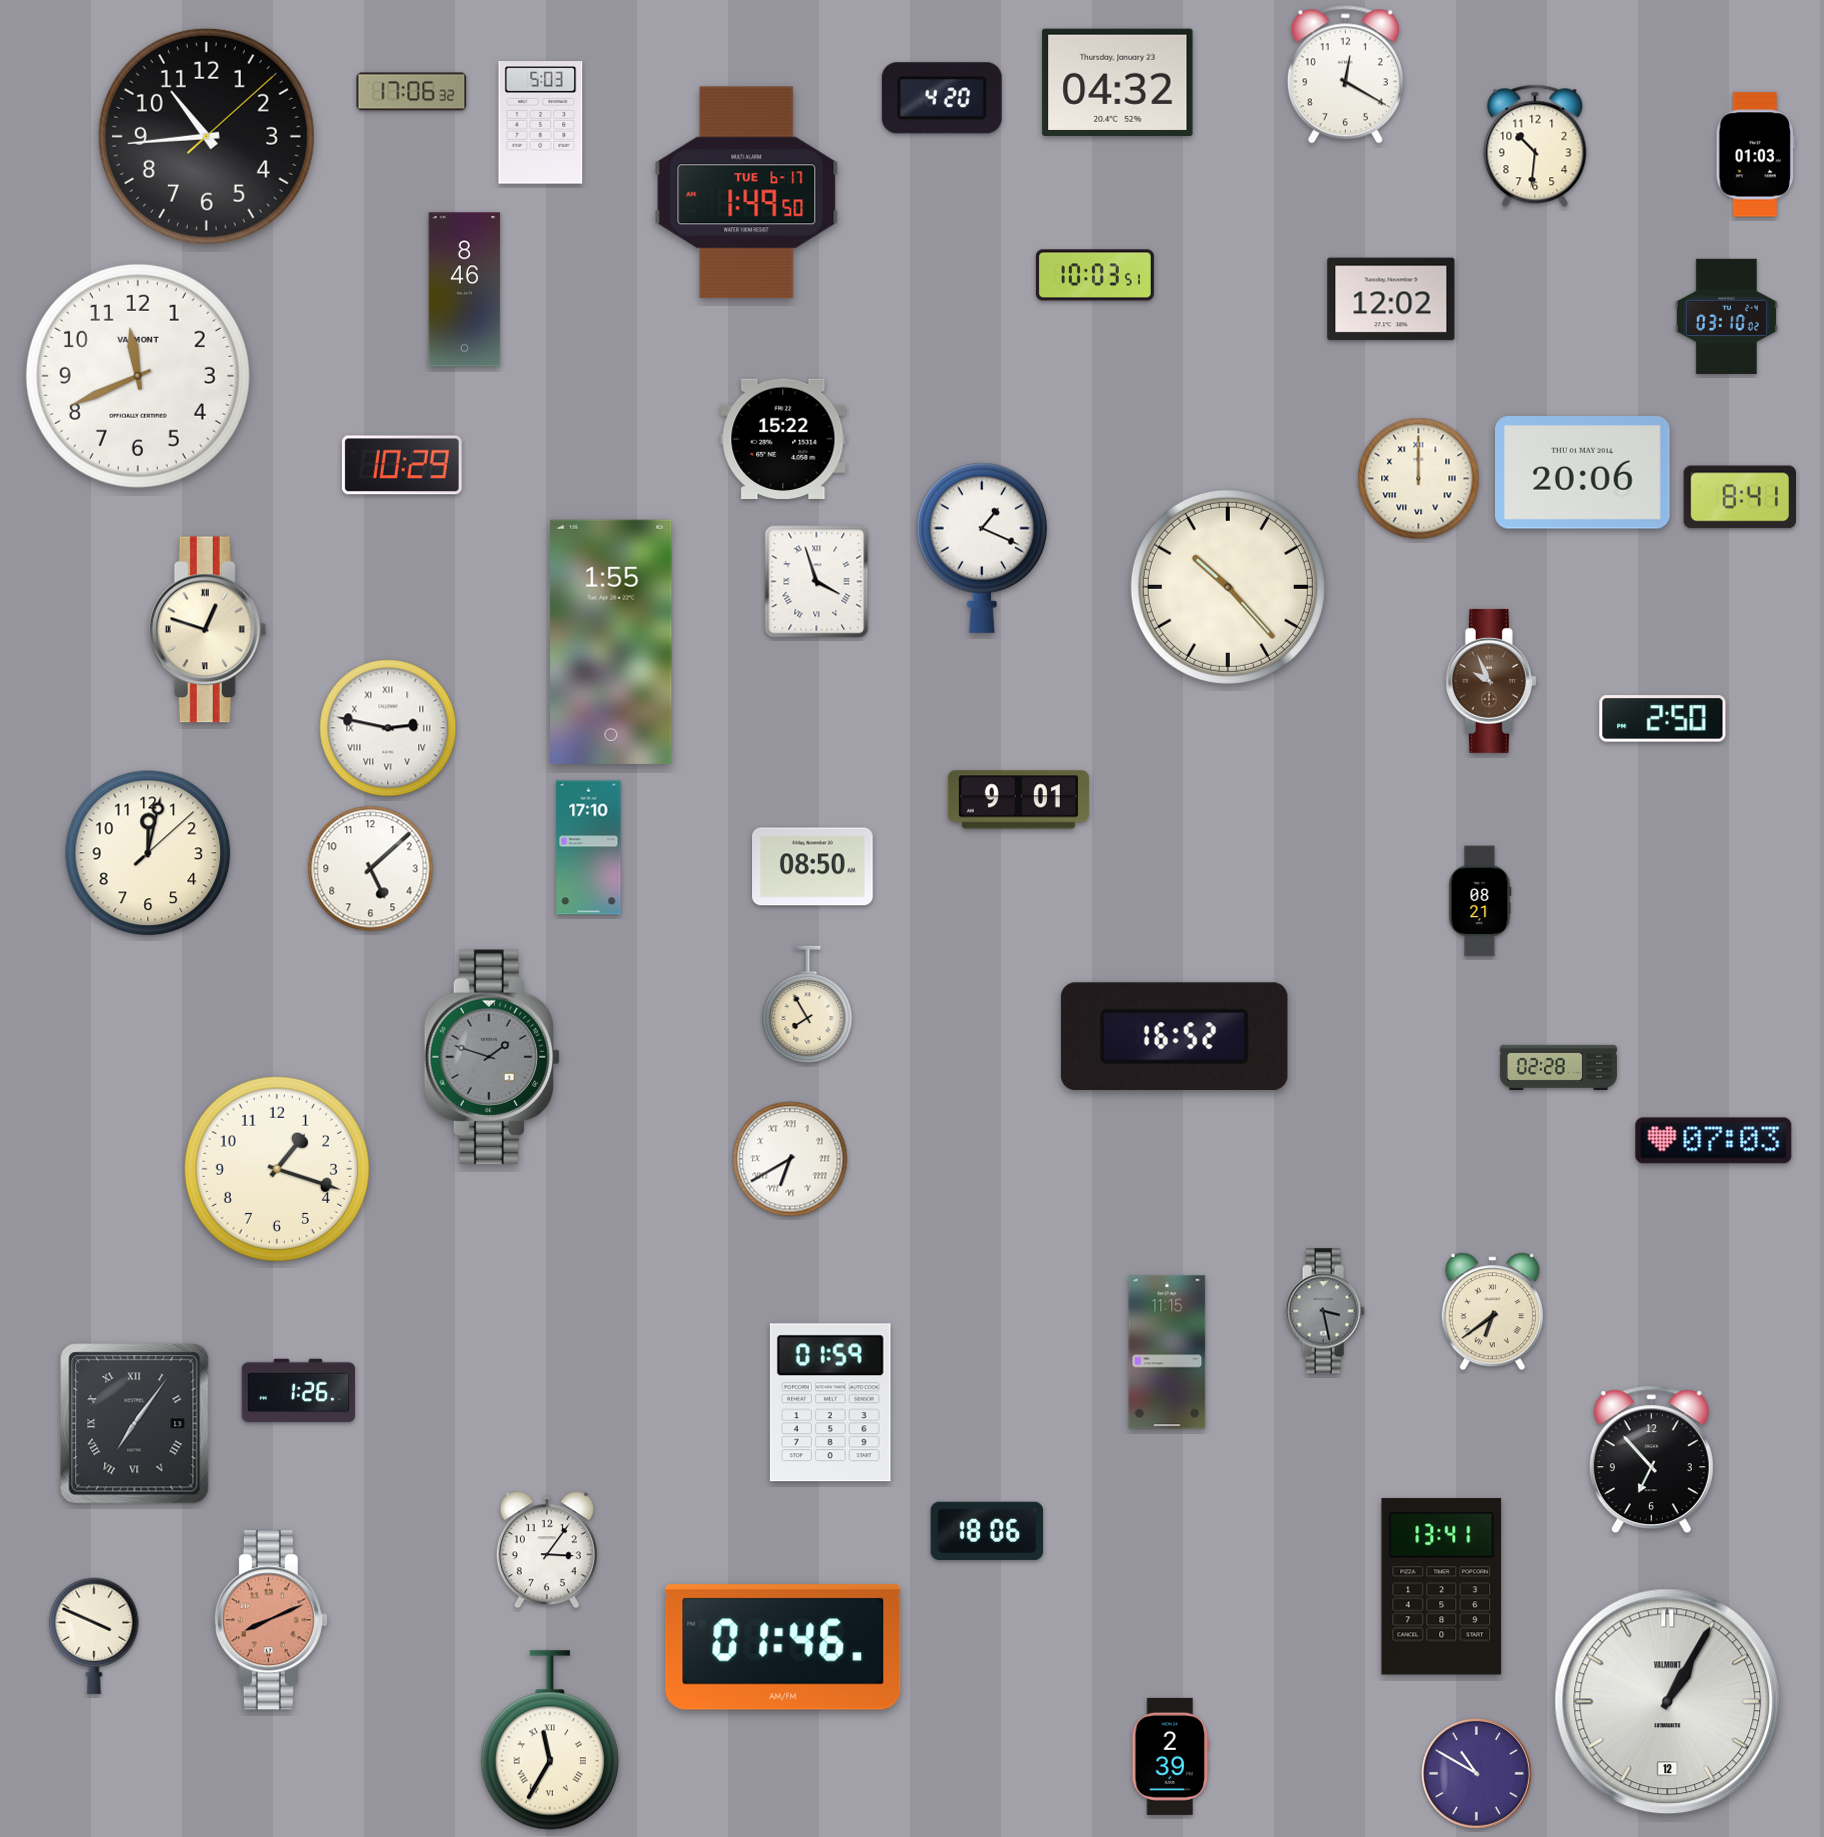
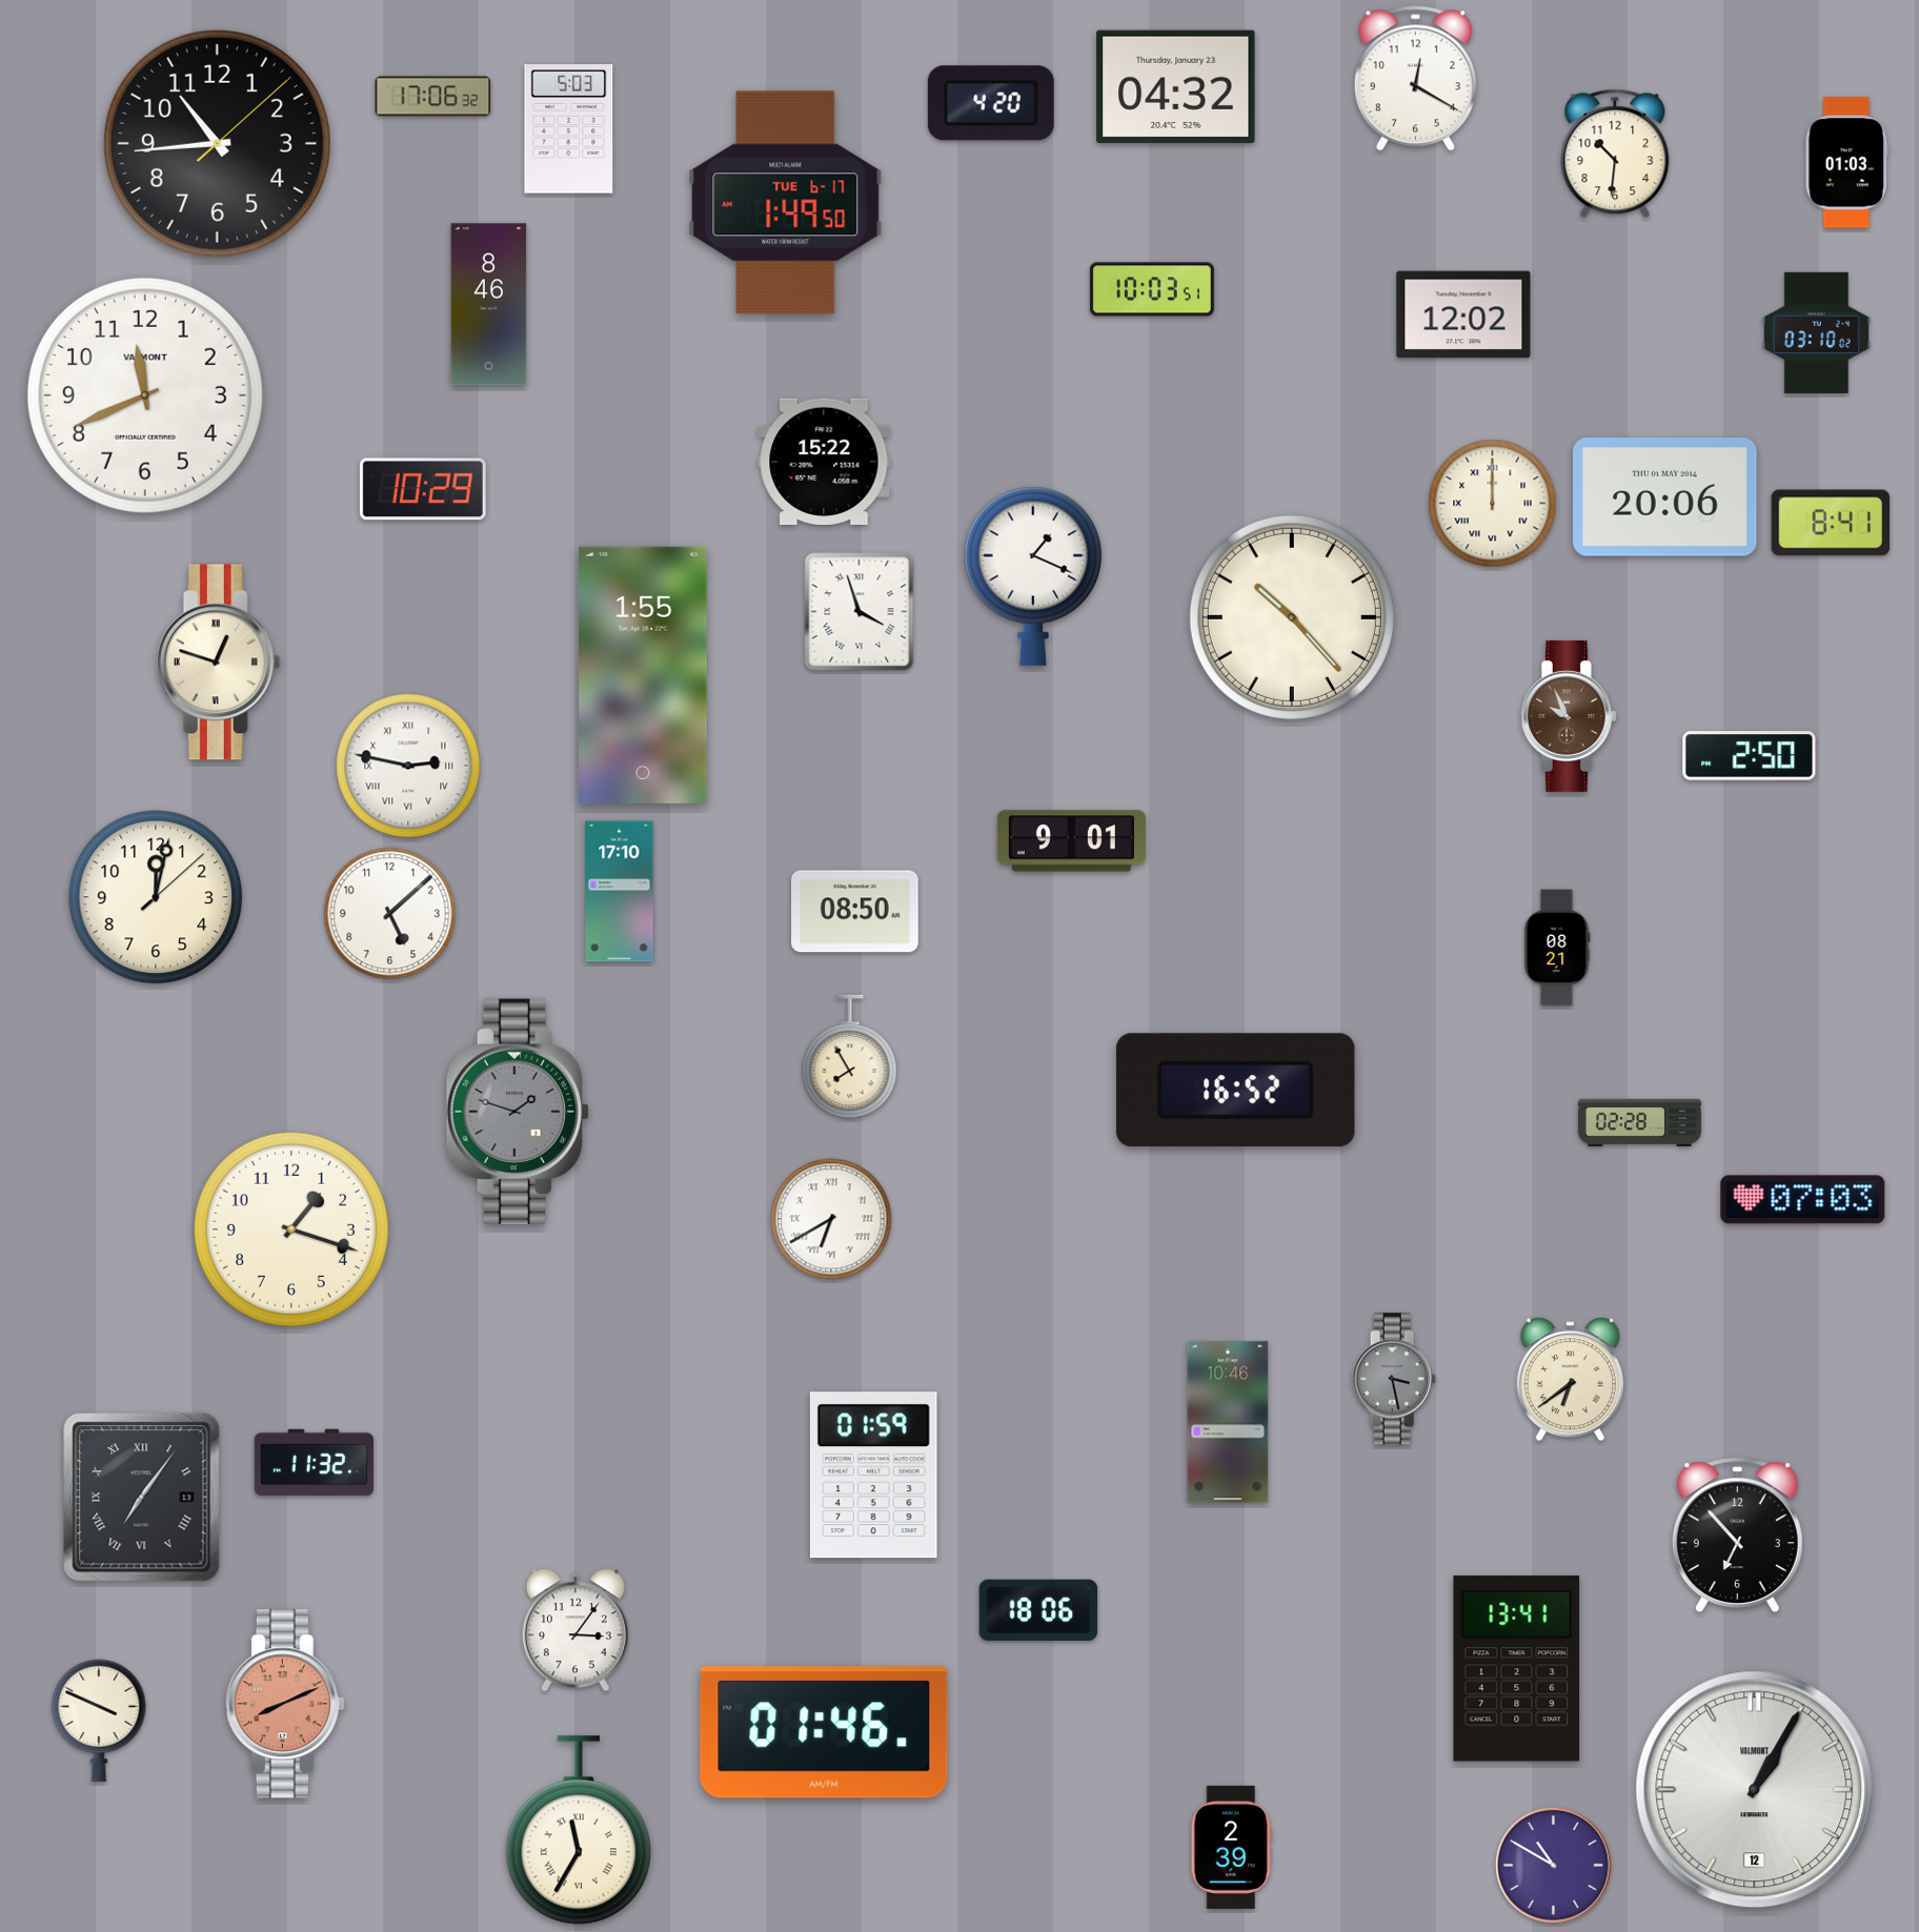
clock at (1167, 1352): 11:15 -> 10:46
clock at (299, 1391): 1:26 -> 11:32
